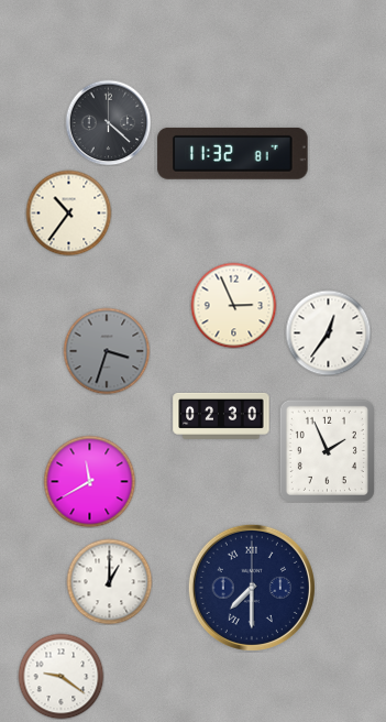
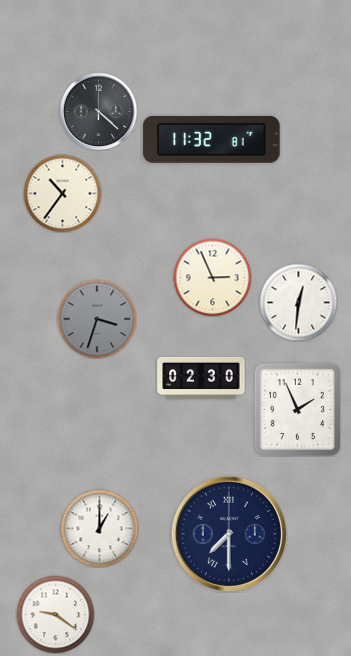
clock at (328, 332): 12:36 -> 12:31
clock at (89, 481): 11:40 -> none
